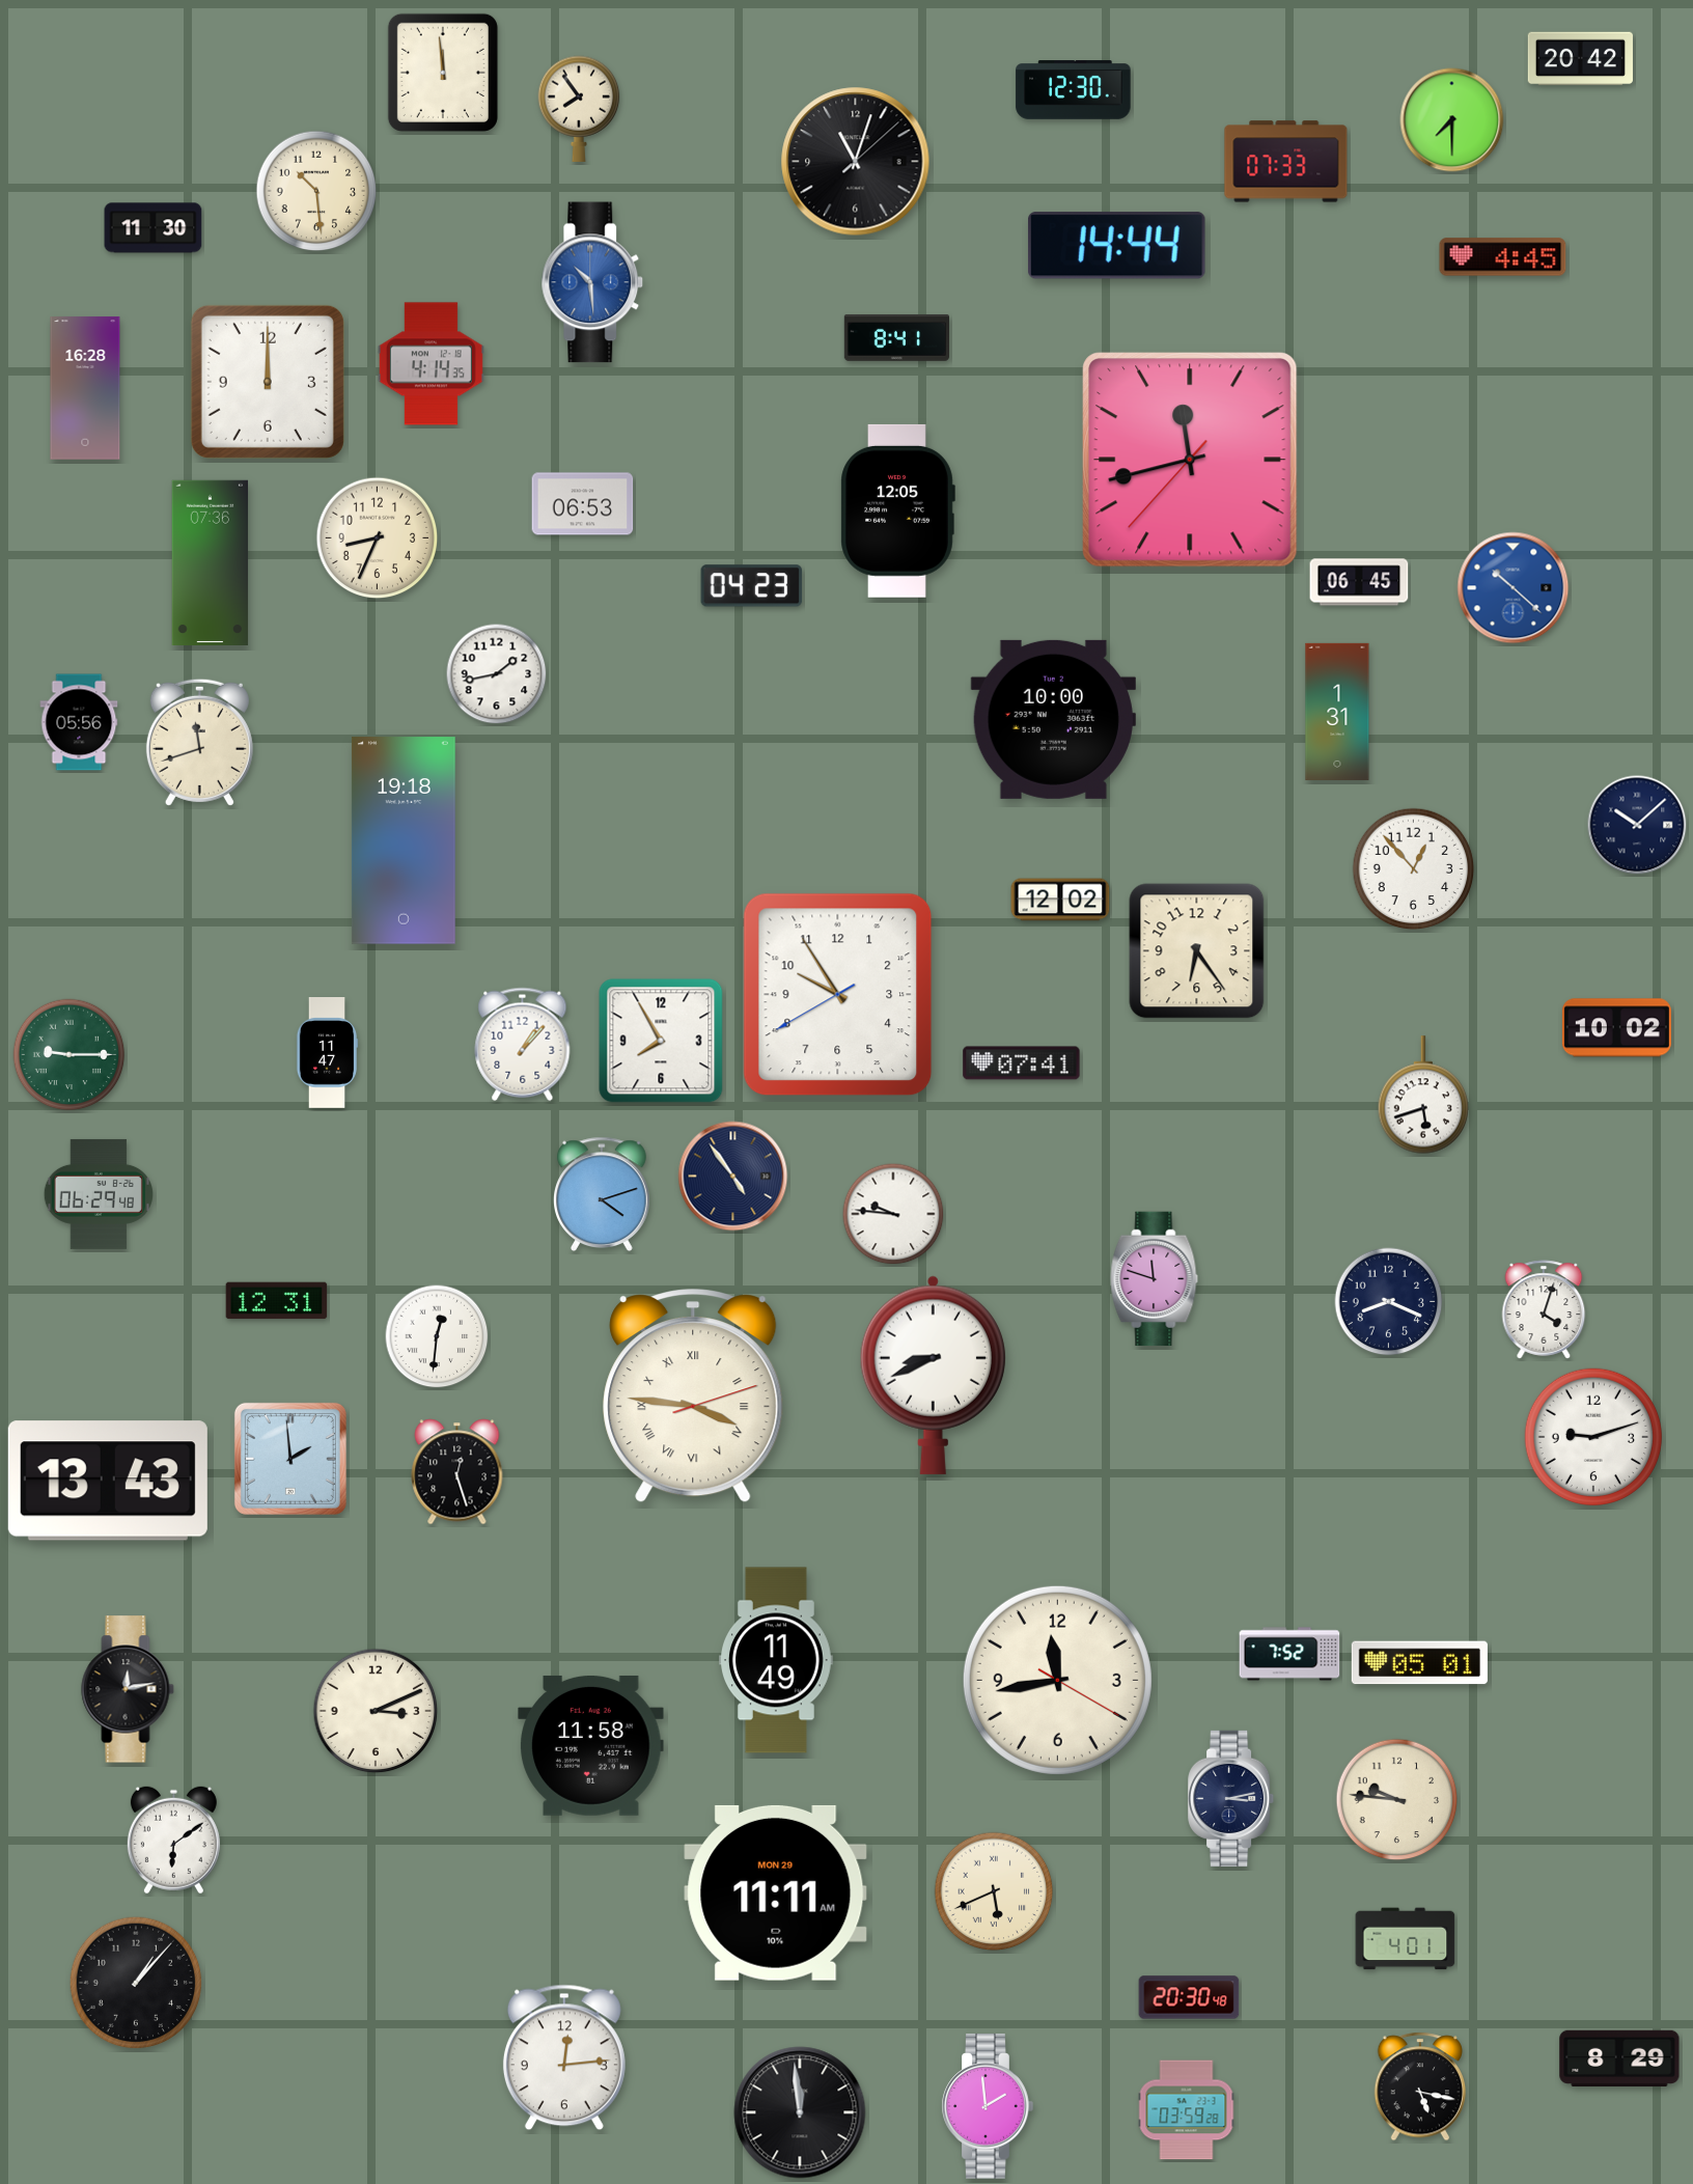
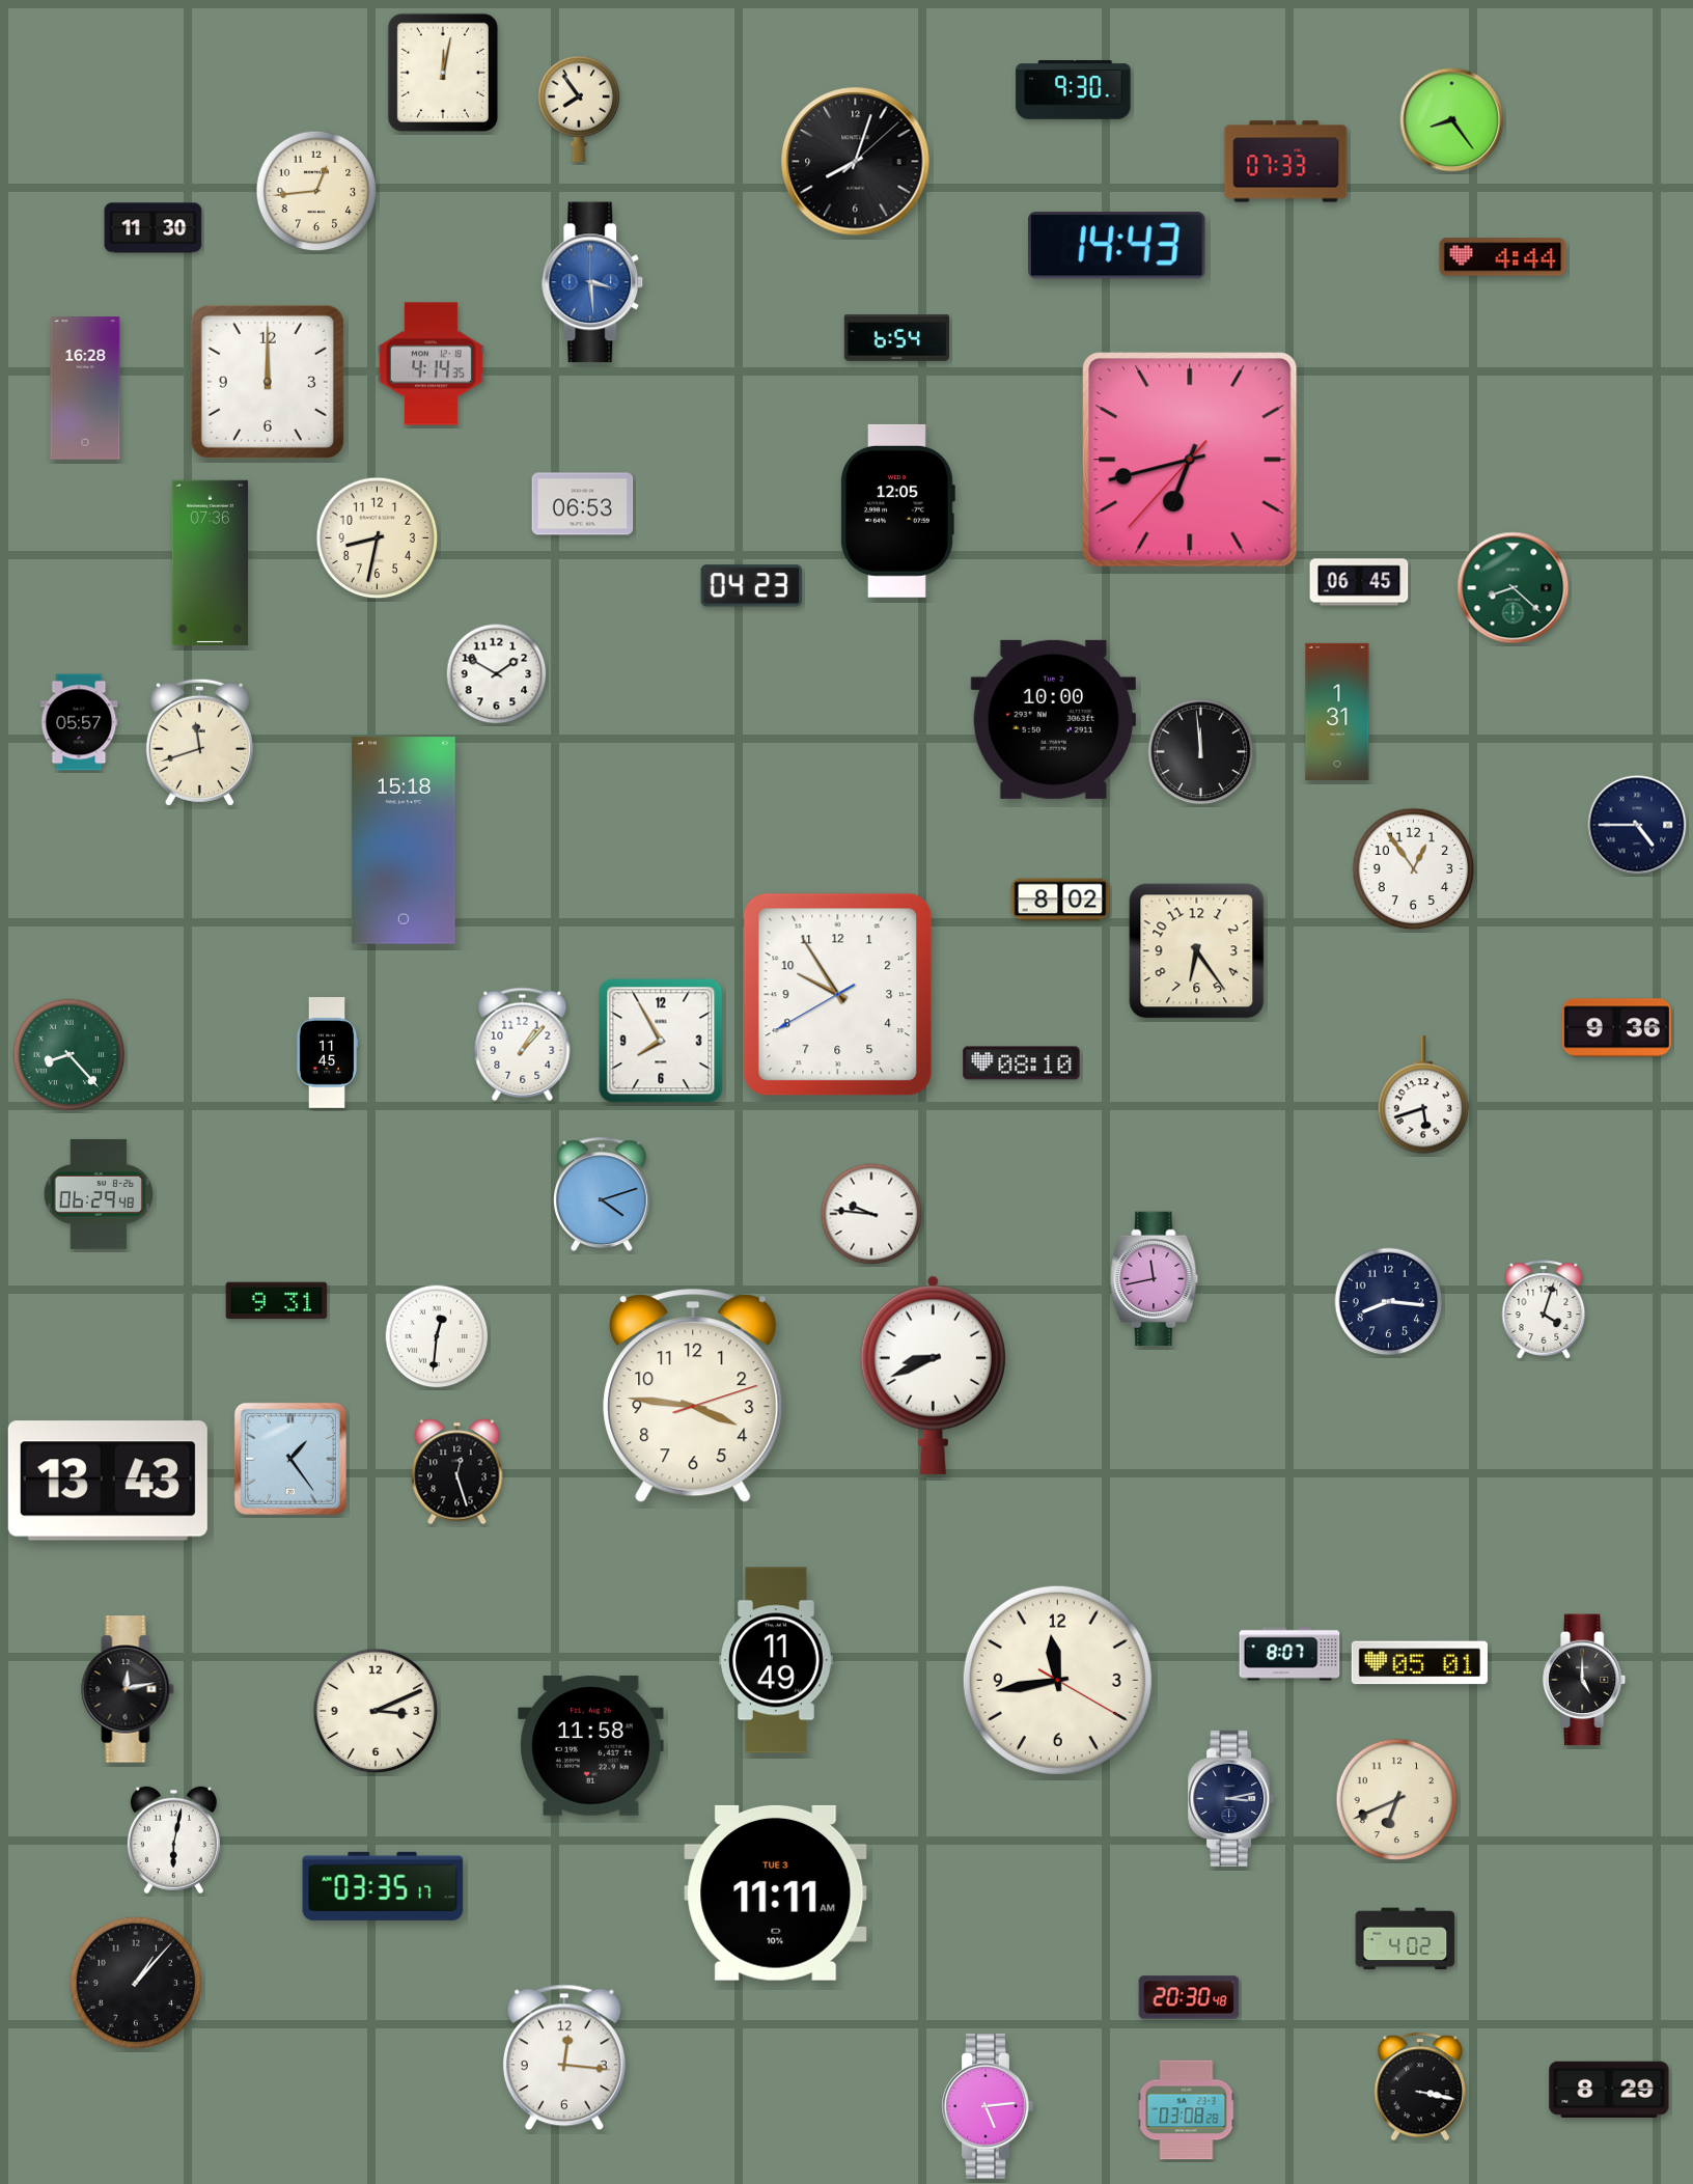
clock at (1580, 59): 20:42 -> none
clock at (443, 73): 11:59 -> 12:02
clock at (1074, 90): 12:30 -> 9:30
clock at (1452, 120): 7:30 -> 8:24
clock at (856, 162): 11:03 -> 8:03
clock at (316, 191): 10:29 -> 12:44
clock at (1117, 246): 14:44 -> 14:43
clock at (1503, 257): 4:45 -> 4:44
clock at (592, 282): 10:29 -> 3:29
clock at (896, 338): 8:41 -> 6:54
clock at (1190, 460): 11:42 -> 6:42
clock at (378, 538): 8:34 -> 8:32
clock at (1514, 588): 10:22 -> 8:22
clock at (1514, 588) dial: blue -> green
clock at (497, 674): 1:43 -> 1:50
clock at (79, 722): 05:56 -> 05:57
clock at (1201, 752): none -> 11:59
clock at (1637, 825): 10:08 -> 4:45
clock at (404, 840): 19:18 -> 15:18
clock at (1414, 869): 12:53 -> 12:54
clock at (1060, 900): 12:02 -> 8:02
clock at (1616, 1028): 10:02 -> 9:36
clock at (327, 1053): 11:47 -> 11:45
clock at (70, 1055): 9:15 -> 8:23
clock at (1022, 1063): 07:41 -> 08:10
clock at (733, 1177): 4:54 -> none
clock at (893, 1214) position: (893, 1214) -> (871, 1214)
clock at (1155, 1279): 11:48 -> 11:43
clock at (277, 1301): 12:31 -> 9:31
clock at (1389, 1302): 8:19 -> 8:16
clock at (693, 1397) numerals: Roman -> Arabic
clock at (1593, 1437): 9:12 -> none
clock at (290, 1459): 1:59 -> 1:24
clock at (1289, 1654): 7:52 -> 8:07
clock at (1585, 1680): none -> 5:00
clock at (1397, 1800): 9:46 -> 6:41
clock at (173, 1841): 6:09 -> 6:02
clock at (383, 1886): none -> 03:35
clock at (994, 1891): 5:41 -> none
clock at (776, 1892) date: MON 29 -> TUE 3
clock at (1406, 1939): 4:01 -> 4:02
clock at (564, 2057): 12:14 -> 12:16
clock at (1619, 2058) position: (1619, 2058) -> (1609, 2090)
clock at (1420, 2086): 5:17 -> 3:17
clock at (988, 2106): 1:59 -> 5:14
clock at (1187, 2110): 03:59 -> 03:08
clock at (800, 2112): 11:59 -> none
